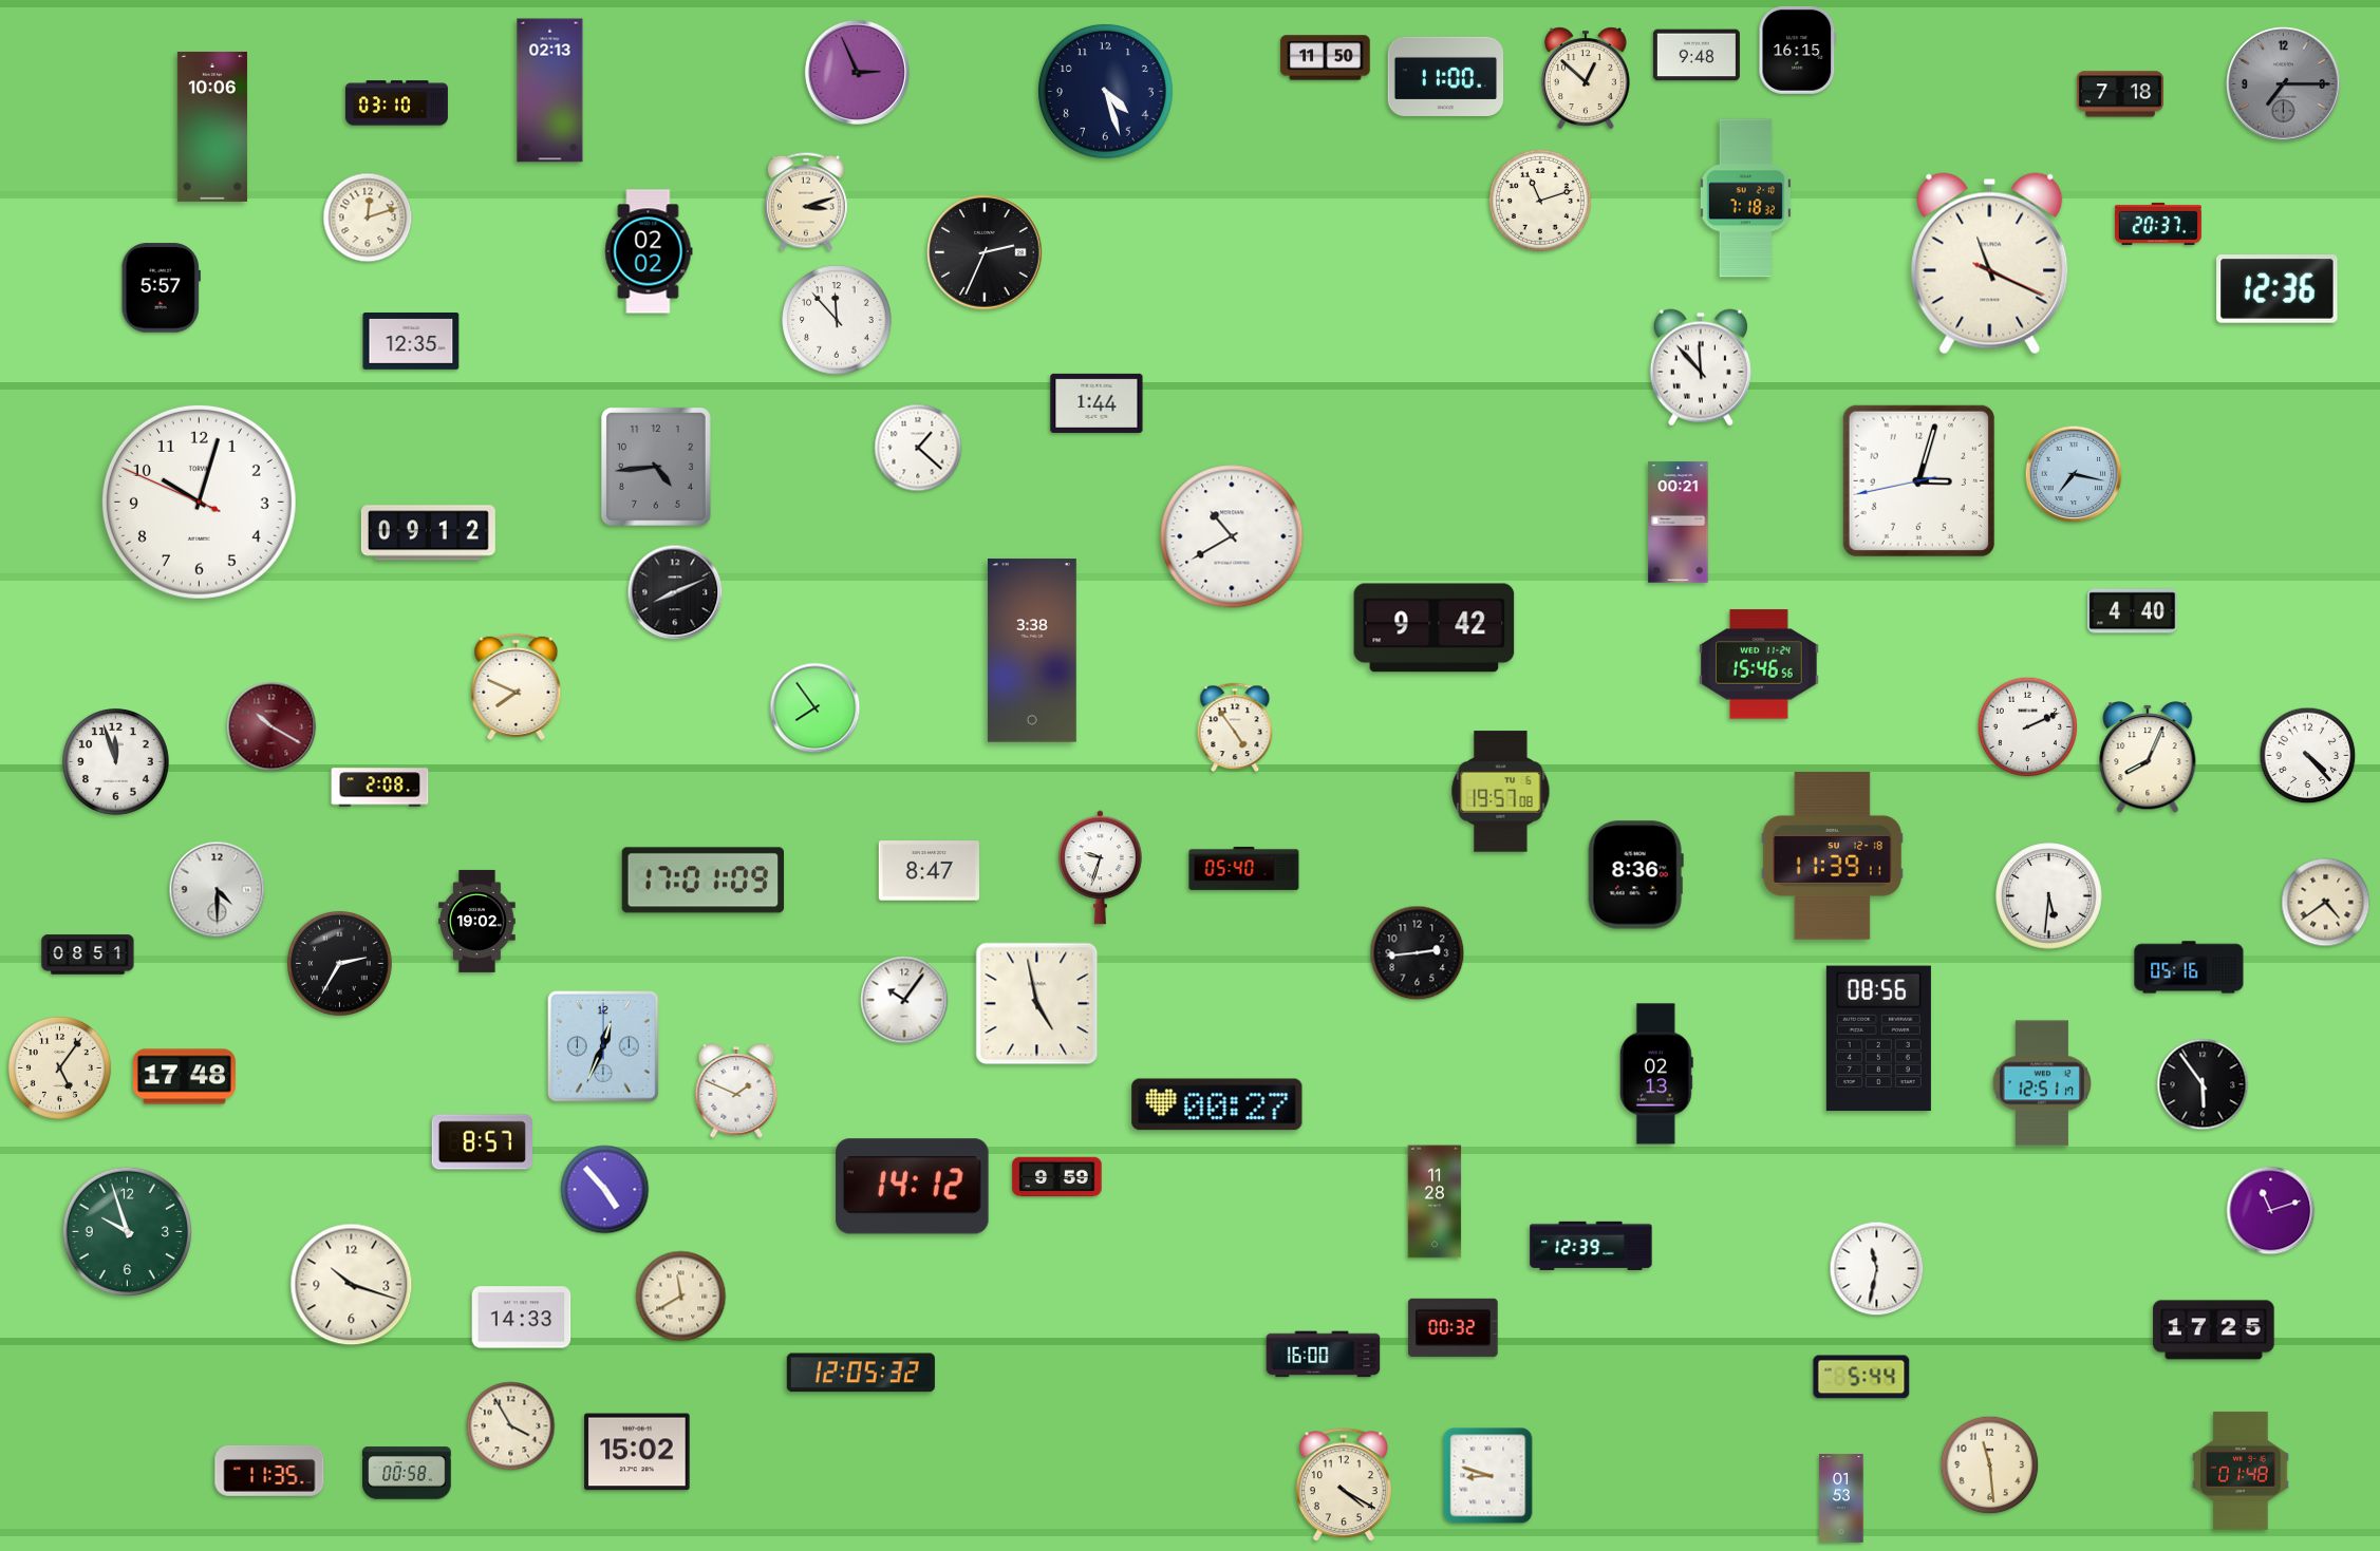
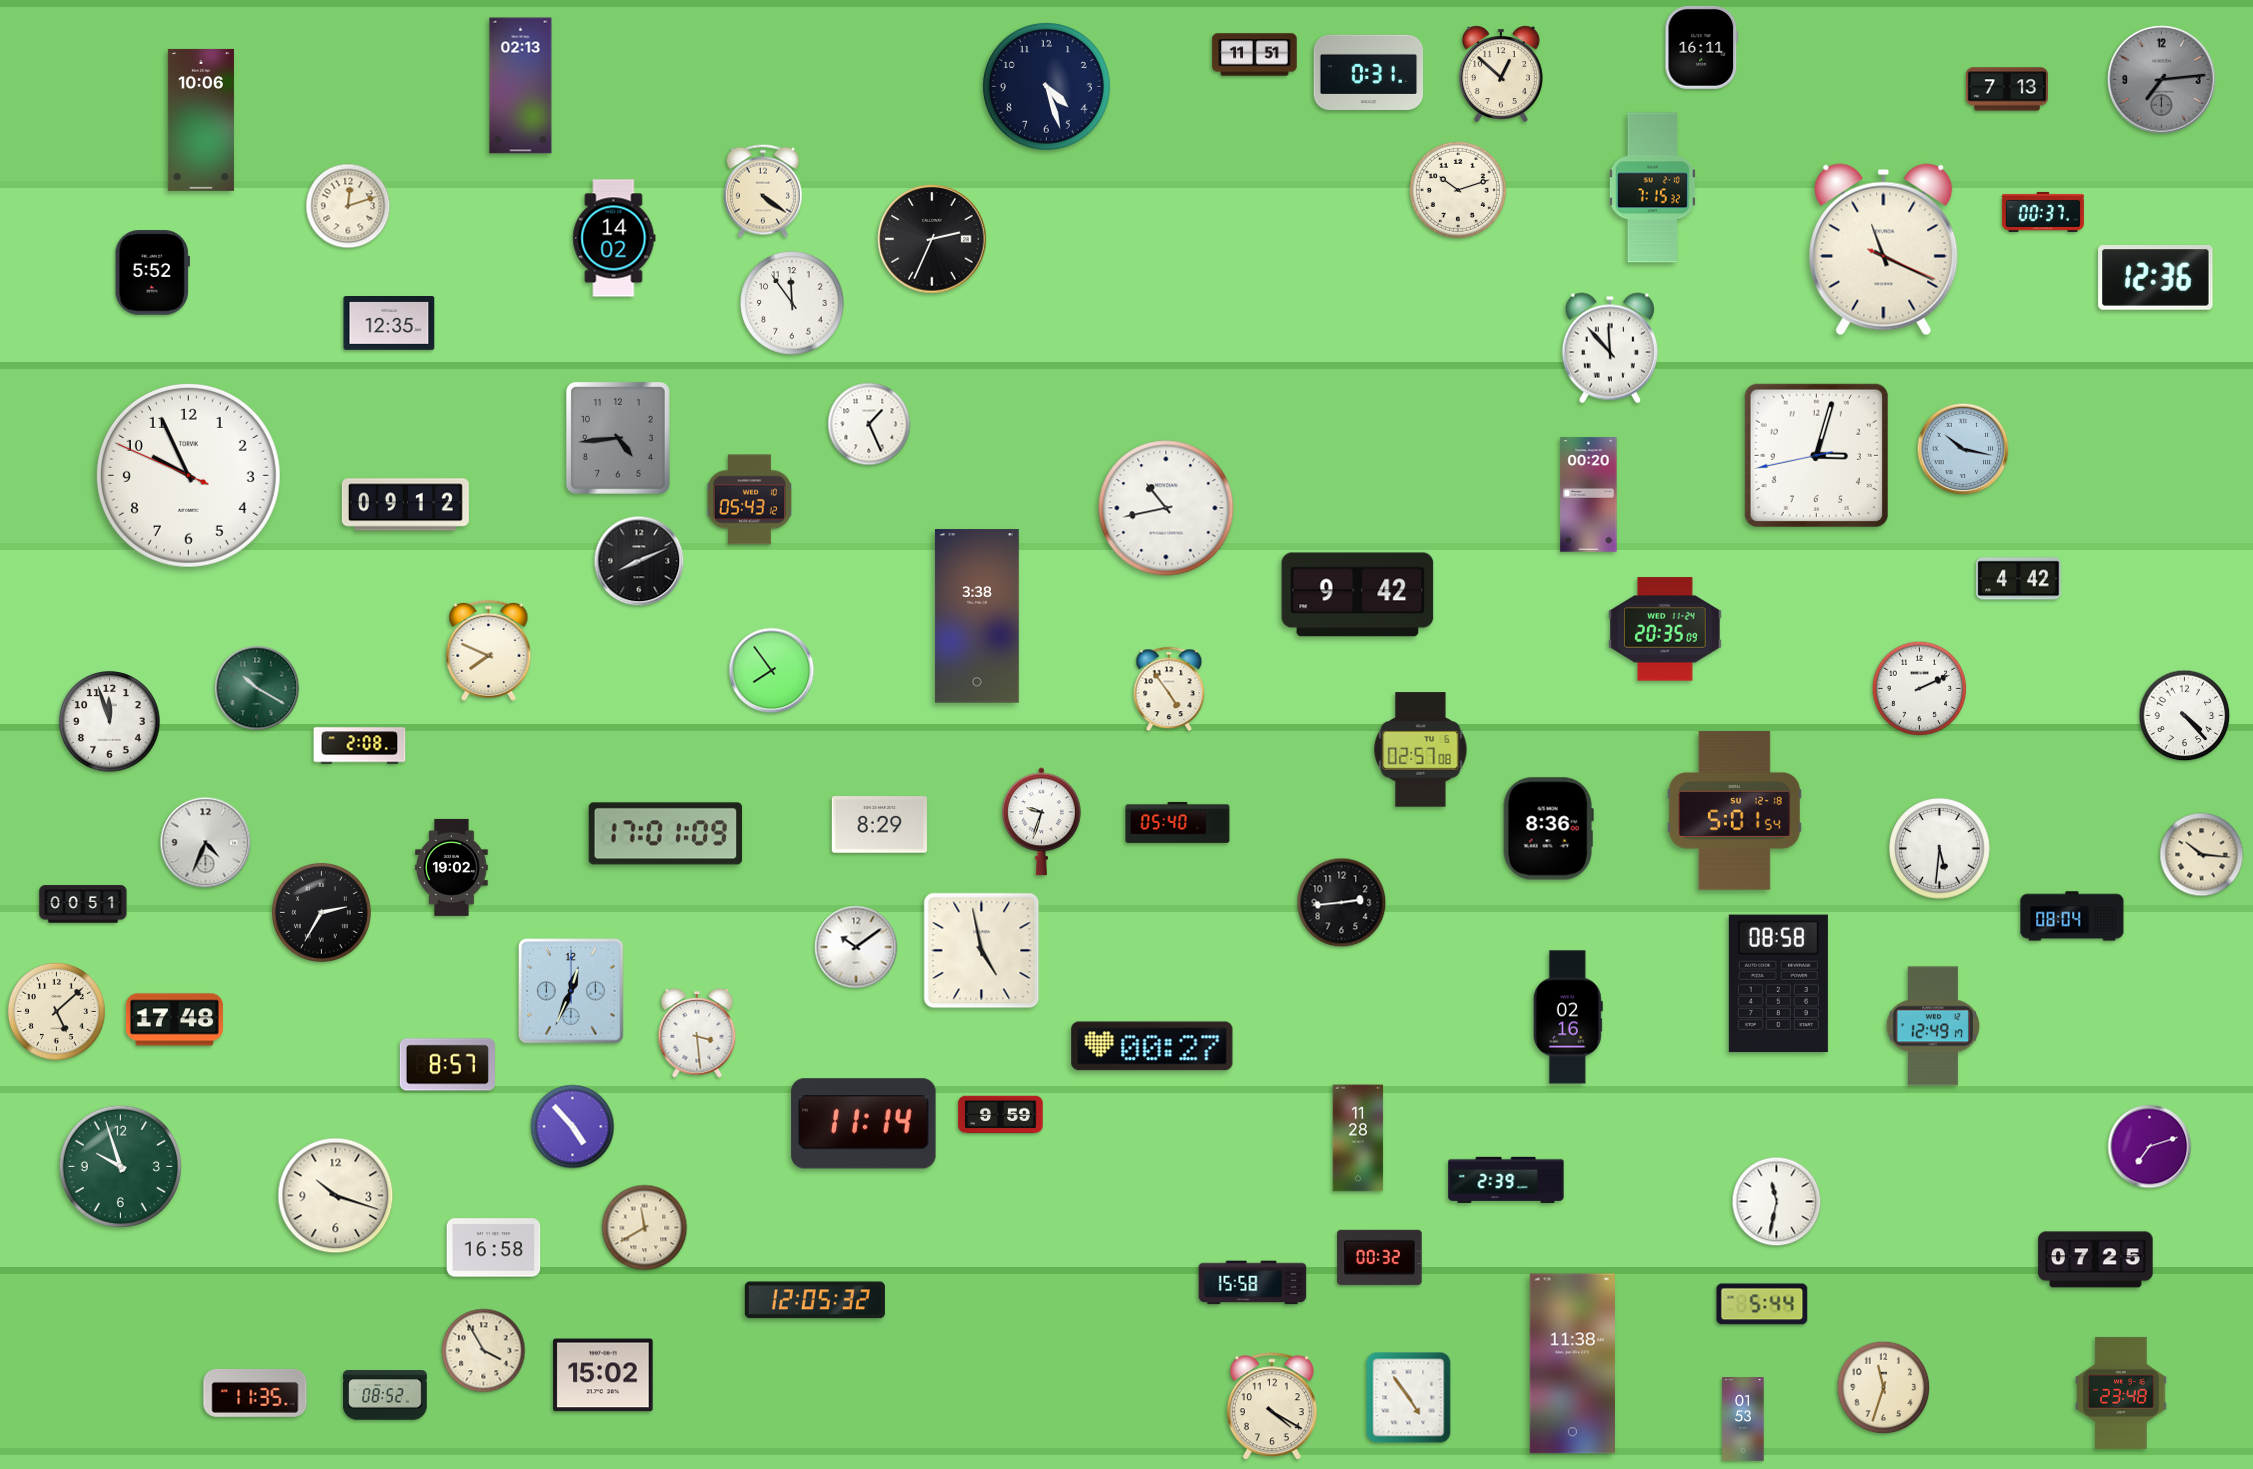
clock at (1798, 50): 16:15 -> 16:11
clock at (1697, 55): 9:48 -> none
clock at (1326, 58): 11:50 -> 11:51
clock at (857, 72): 2:56 -> none
clock at (1446, 76): 11:00 -> 0:31
clock at (2284, 84): 7:15 -> 7:14
clock at (2120, 94): 7:18 -> 7:13
clock at (396, 103): 03:10 -> none
clock at (1745, 198): 7:18 -> 7:15
clock at (1540, 201): 11:12 -> 10:12
clock at (806, 202): 3:12 -> 4:21
clock at (2158, 224): 20:37 -> 00:37
clock at (649, 251): 02:02 -> 14:02
clock at (161, 288): 5:57 -> 5:52
clock at (2278, 289) position: (2278, 289) -> (2156, 278)
clock at (837, 320): 11:53 -> 11:54
clock at (1097, 403): 1:44 -> none
clock at (918, 448): 1:22 -> 1:26
clock at (656, 467) position: (656, 467) -> (618, 438)
clock at (2074, 474): 7:17 -> 10:17
clock at (199, 502): 10:02 -> 9:55
clock at (1679, 523): 00:21 -> 00:20
clock at (749, 500): none -> 05:43
clock at (1232, 536): 10:40 -> 10:43
clock at (2133, 611): 4:40 -> 4:42
clock at (1759, 664): 15:46 -> 20:35
clock at (271, 726) dial: burgundy -> green
clock at (2148, 757): 8:04 -> none
clock at (1501, 792): 19:57 -> 02:57
clock at (1832, 856): 11:39 -> 5:01
clock at (929, 871): 8:47 -> 8:29
clock at (218, 890): 4:30 -> 4:34
clock at (2326, 903): 4:39 -> 10:16
clock at (477, 921) position: (477, 921) -> (452, 867)
clock at (88, 954): 08:51 -> 00:51
clock at (2189, 967): 05:16 -> 08:04
clock at (904, 1000): 10:06 -> 10:09
clock at (1878, 1039): 08:56 -> 08:58
clock at (59, 1067): 5:06 -> 5:08
clock at (1656, 1074): 02:13 -> 02:16
clock at (2042, 1083): 12:51 -> 12:49
clock at (2203, 1084): 5:54 -> none
clock at (736, 1091): 1:49 -> 3:29
clock at (482, 1142) position: (482, 1142) -> (447, 1065)
clock at (913, 1187): 14:12 -> 11:14
clock at (2271, 1211): 11:12 -> 7:12
clock at (1591, 1246): 12:39 -> 2:39
clock at (352, 1285) position: (352, 1285) -> (336, 1196)
clock at (522, 1318): 14:33 -> 16:58
clock at (1454, 1327) position: (1454, 1327) -> (1380, 1257)
clock at (2214, 1330): 17:25 -> 07:25
clock at (1324, 1355): 16:00 -> 15:58
clock at (1572, 1364): none -> 11:38
clock at (1990, 1465): 11:29 -> 11:33
clock at (2241, 1471): 01:48 -> 23:48
clock at (407, 1473): 00:58 -> 08:52
clock at (1488, 1476): 8:48 -> 4:54
